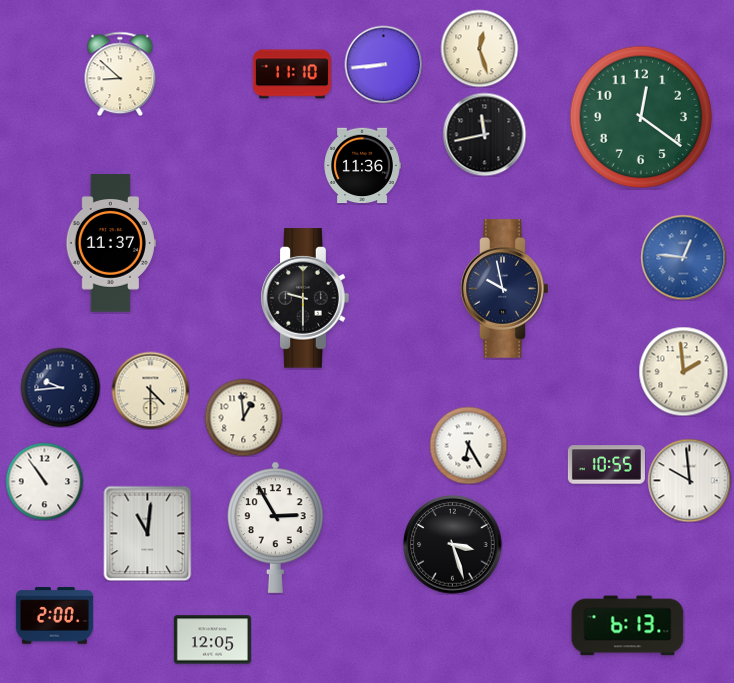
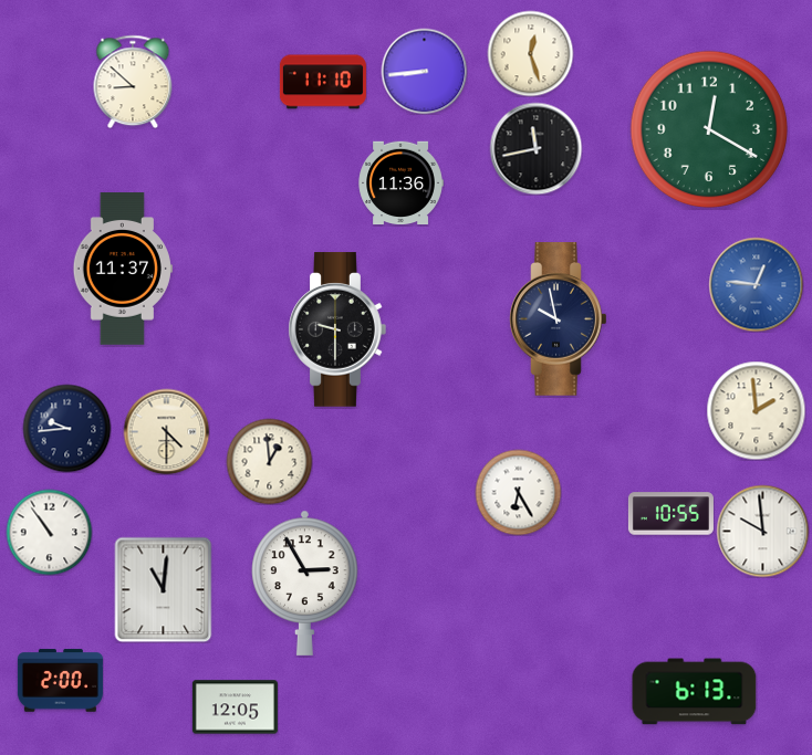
clock at (641, 117): 12:21 -> 12:20
clock at (453, 545): 3:27 -> none
